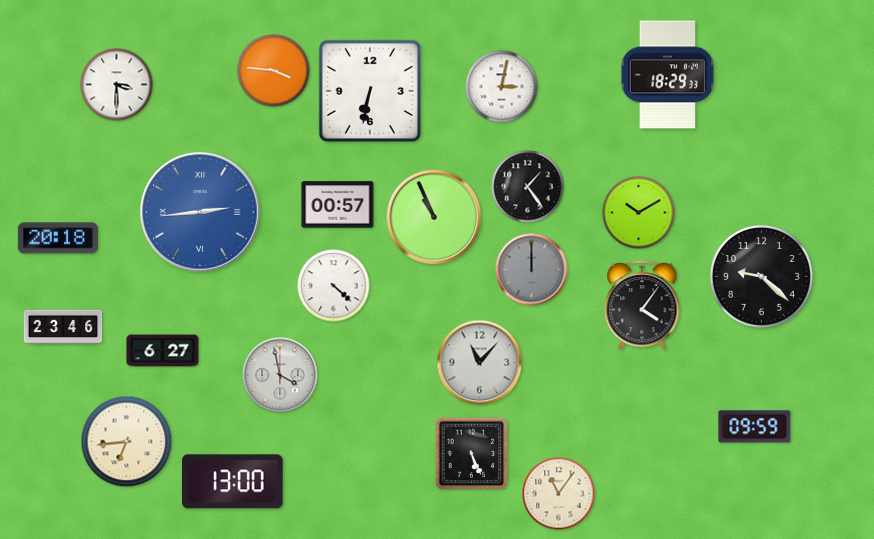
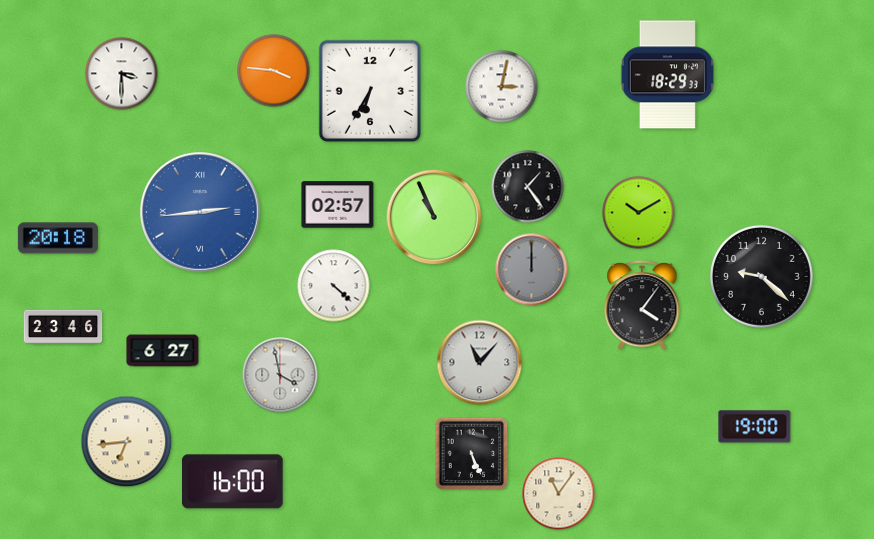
clock at (117, 85) position: (117, 85) -> (122, 74)
clock at (370, 91): 6:32 -> 6:35
clock at (338, 205): 00:57 -> 02:57
clock at (755, 427): 09:59 -> 19:00
clock at (232, 482): 13:00 -> 16:00
